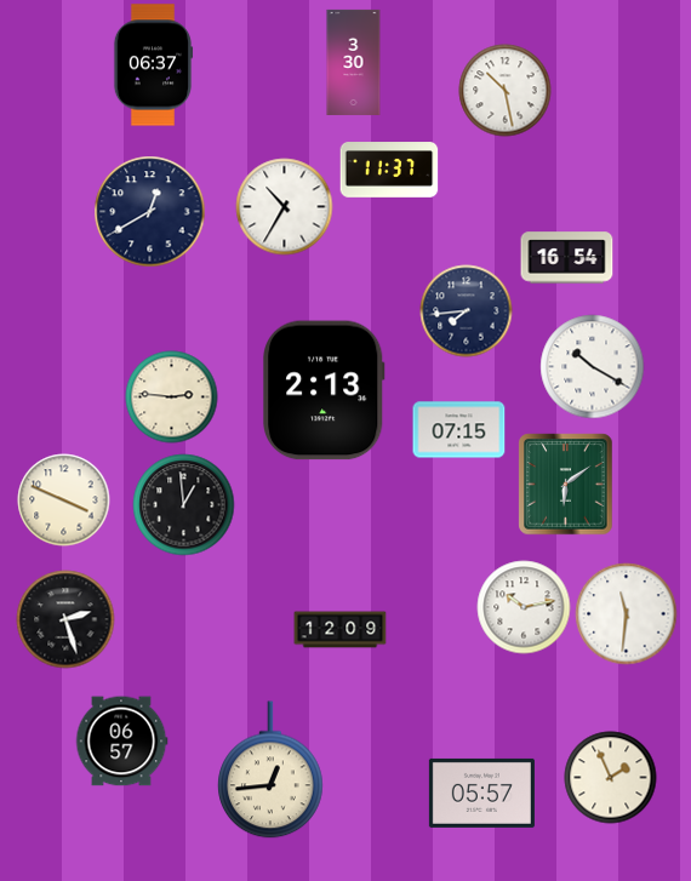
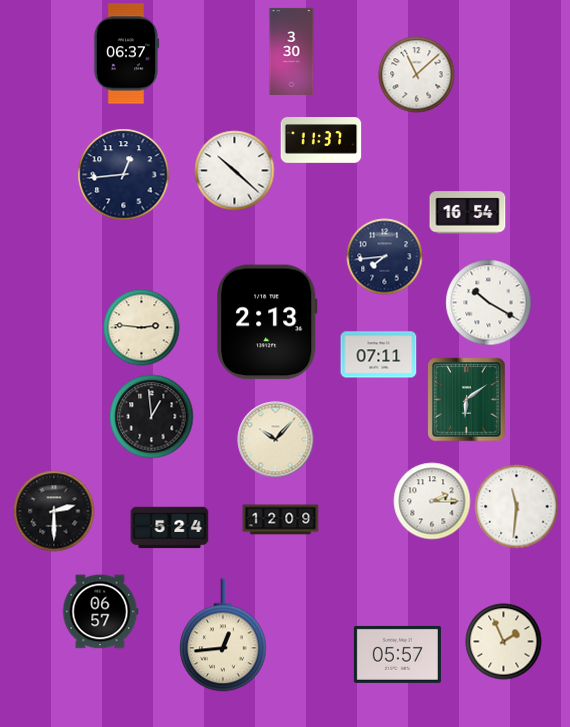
clock at (506, 91): 10:28 -> 11:08
clock at (285, 207): 10:35 -> 10:22
clock at (150, 212): 12:40 -> 12:44
clock at (459, 430): 07:15 -> 07:11
clock at (64, 500): 3:49 -> none
clock at (276, 440): none -> 10:07
clock at (524, 607): 10:13 -> 2:15
clock at (65, 619): 2:27 -> 2:30
clock at (170, 528): none -> 5:24
